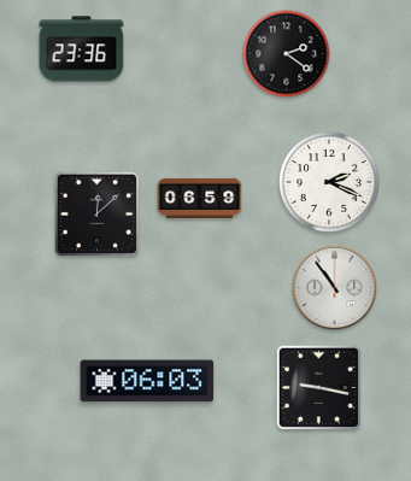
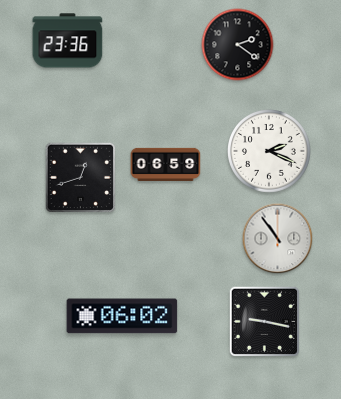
clock at (330, 183) position: (330, 183) -> (270, 152)
clock at (98, 215): 12:08 -> 12:42
clock at (147, 381): 06:03 -> 06:02
